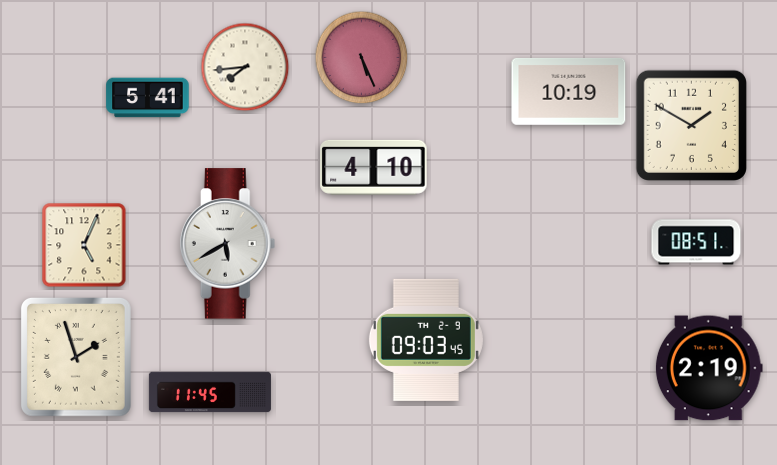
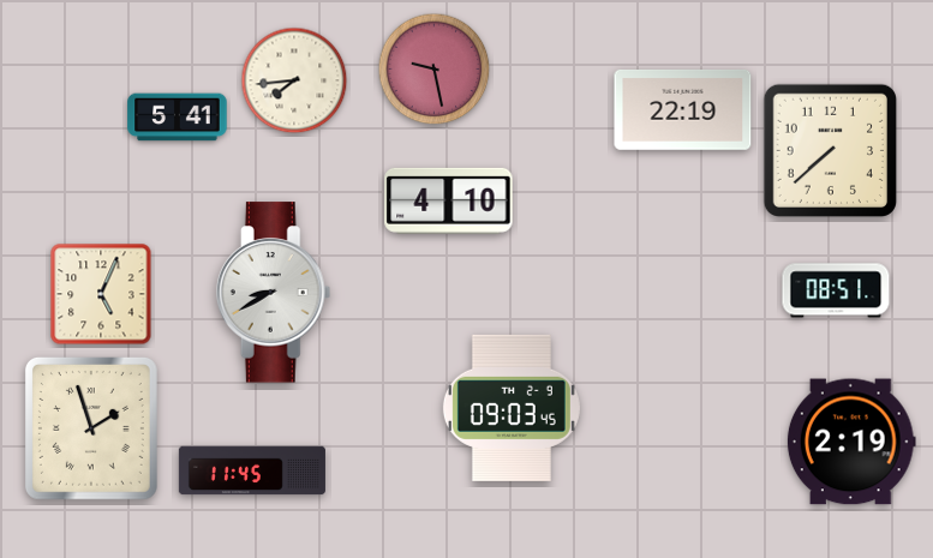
clock at (362, 58): 5:26 -> 9:28
clock at (569, 91): 10:19 -> 22:19
clock at (691, 125): 1:50 -> 7:38
clock at (228, 244): 5:40 -> 8:40
